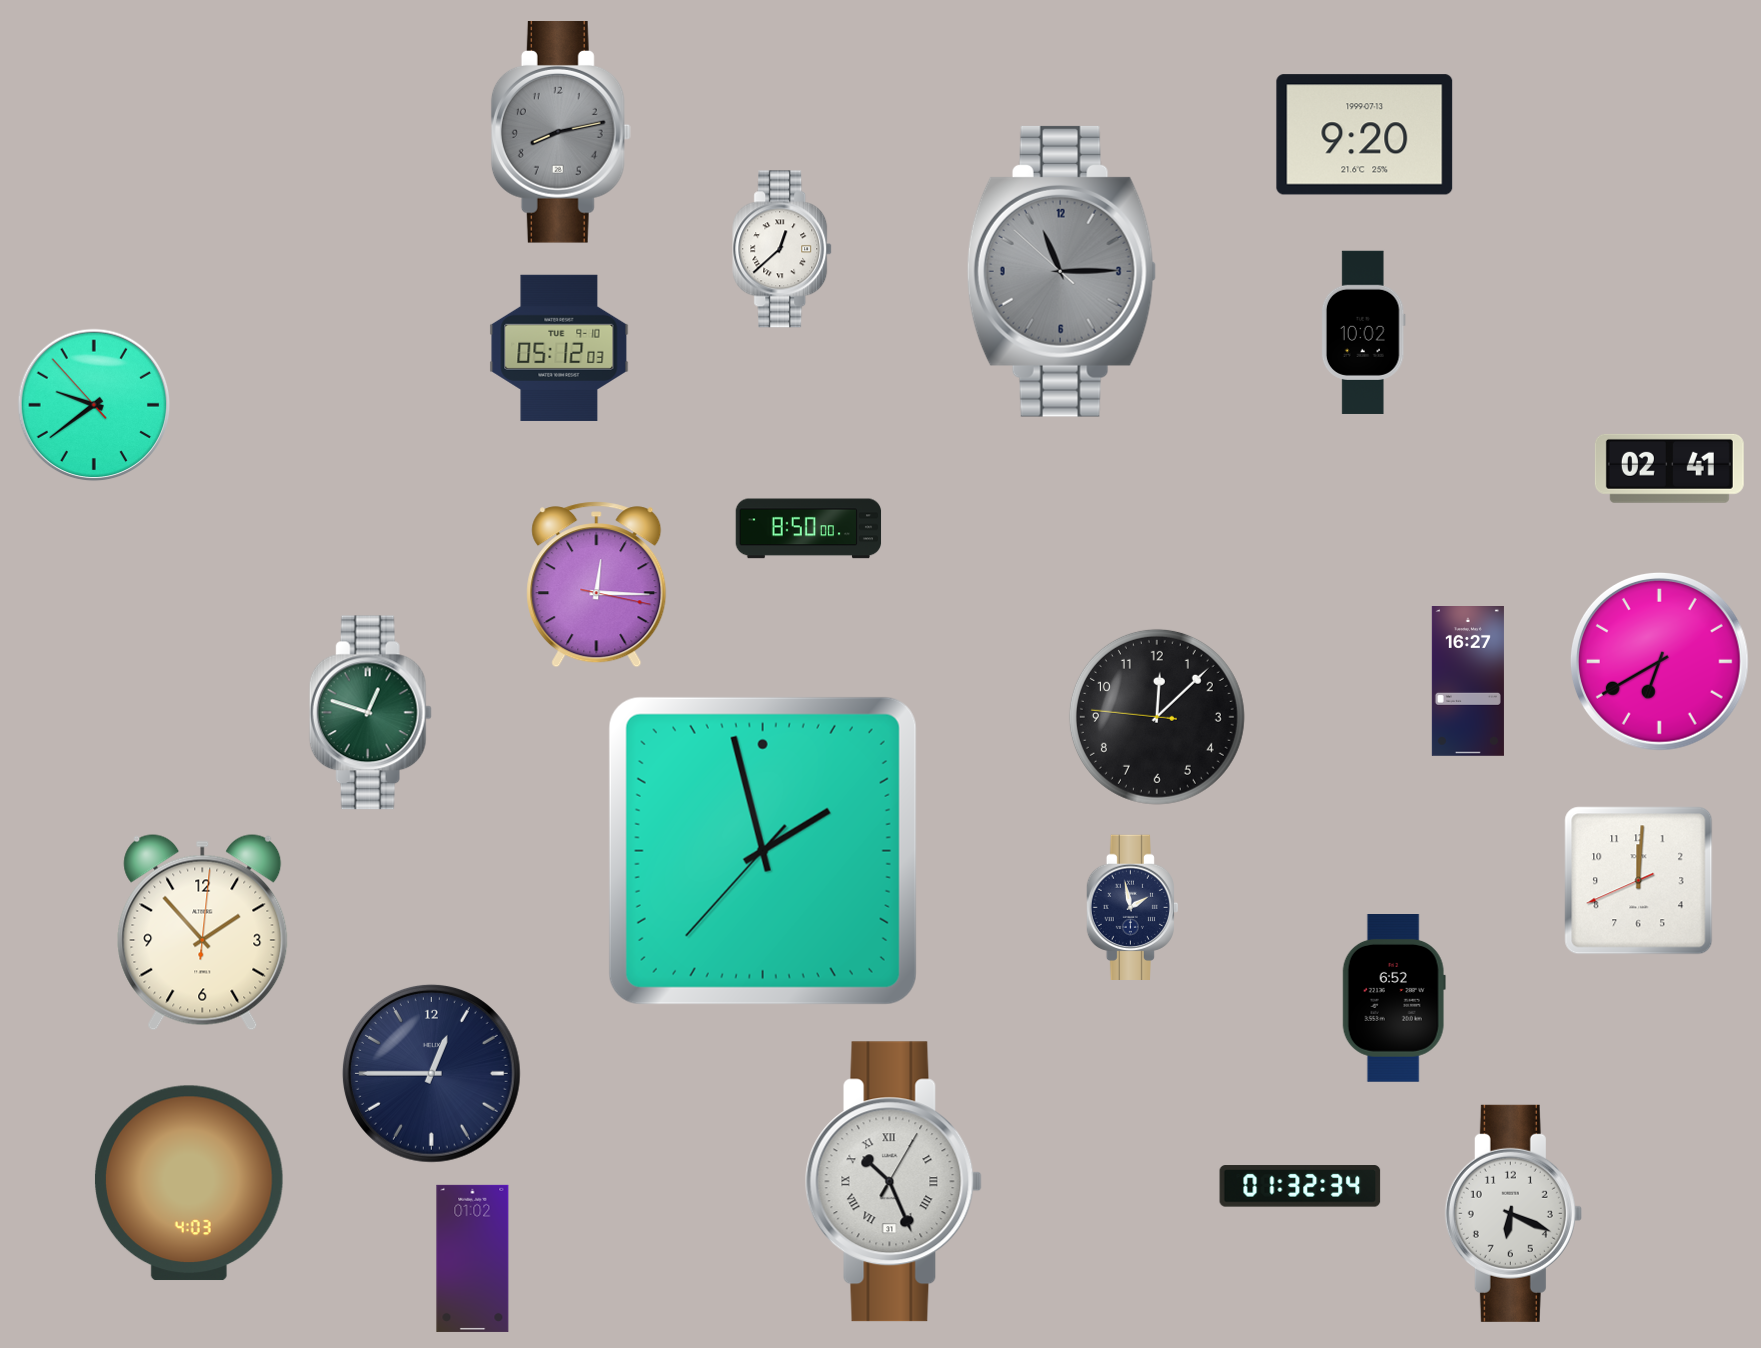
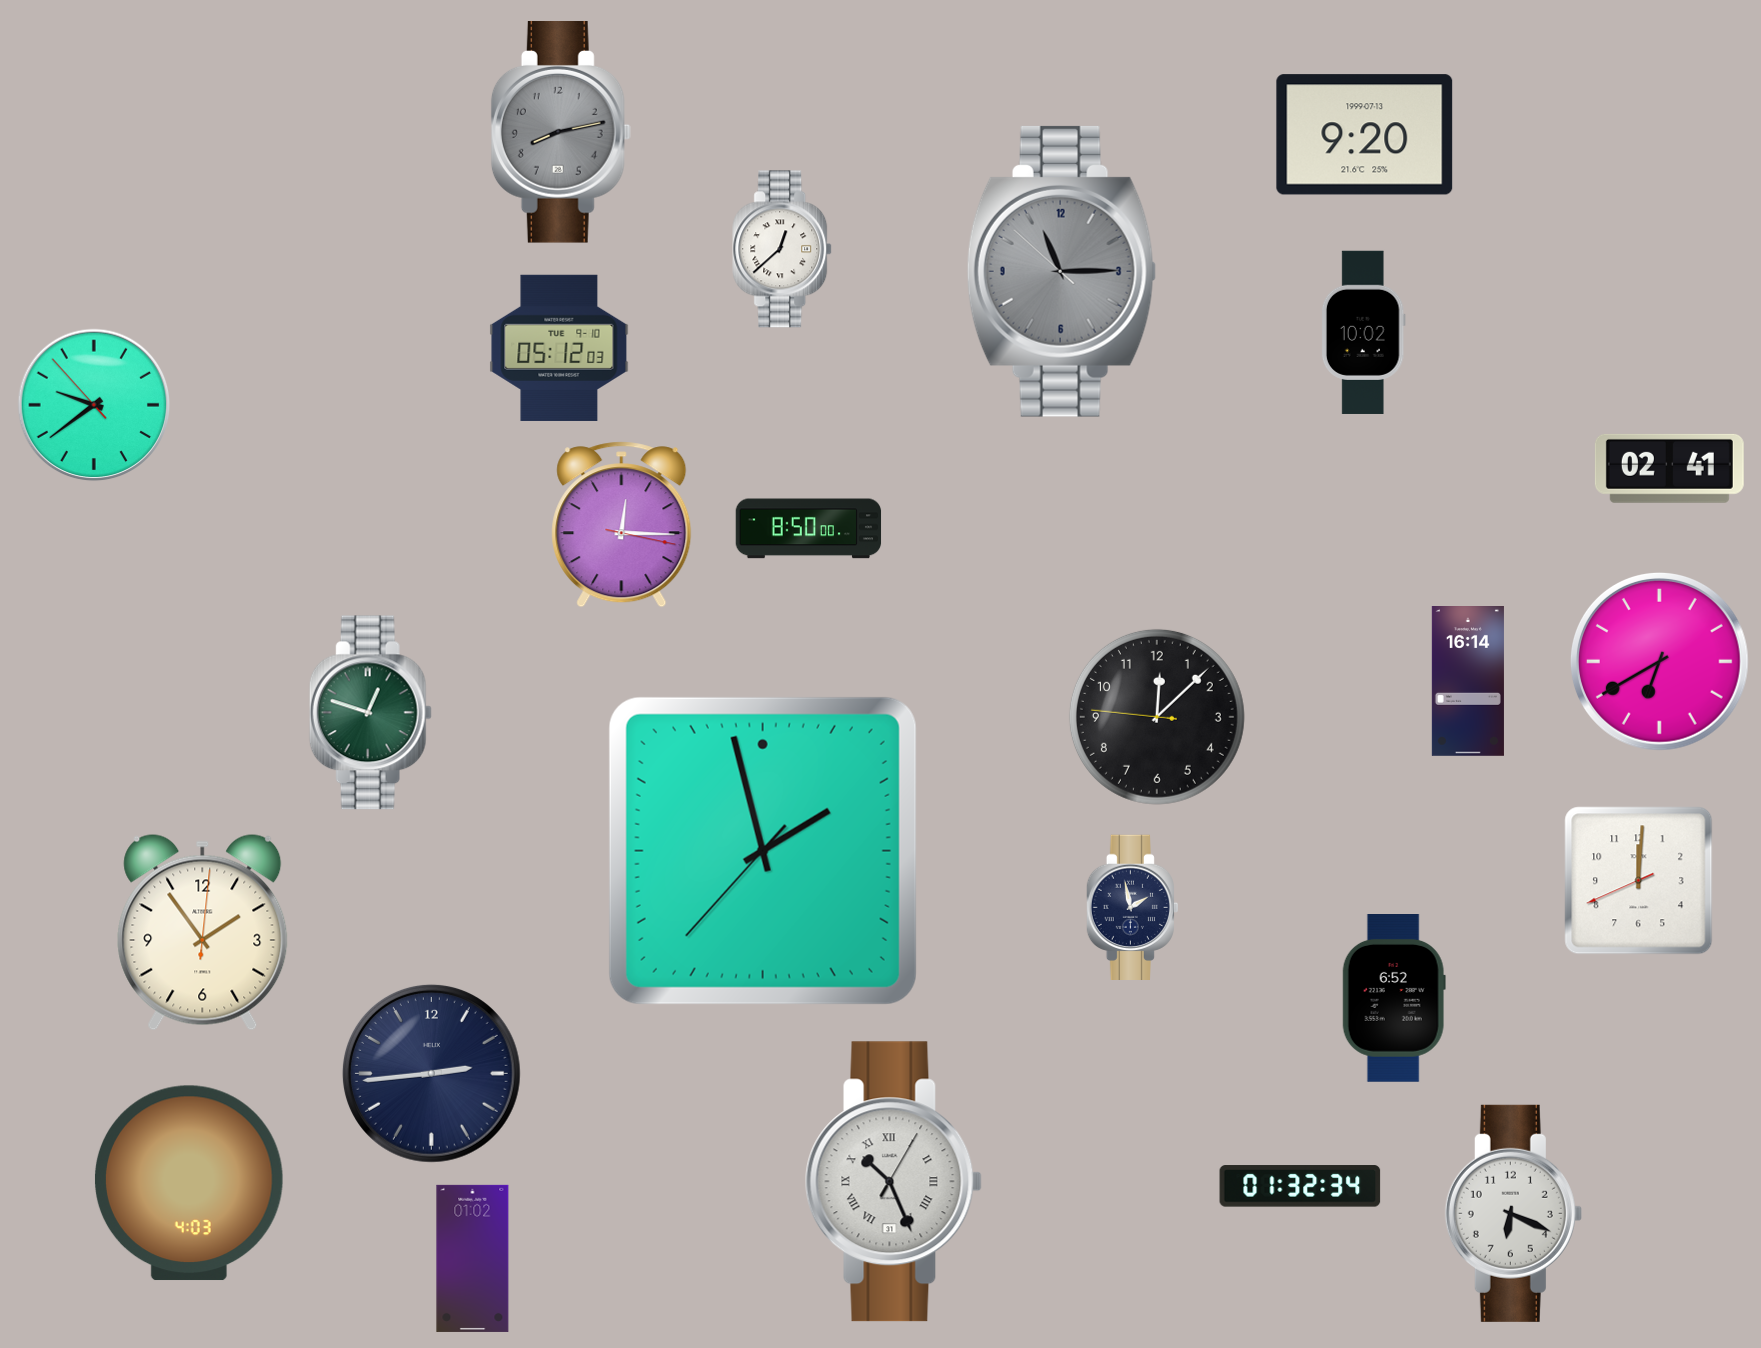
clock at (597, 585) position: (597, 585) -> (622, 525)
clock at (1468, 682): 16:27 -> 16:14
clock at (203, 933): 1:53 -> 1:54
clock at (431, 1073): 12:45 -> 2:44
